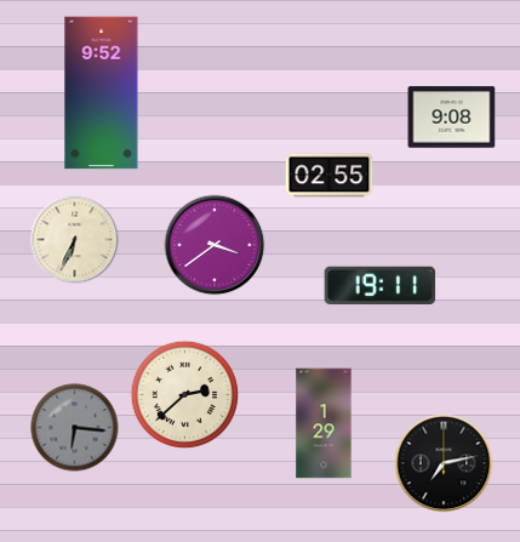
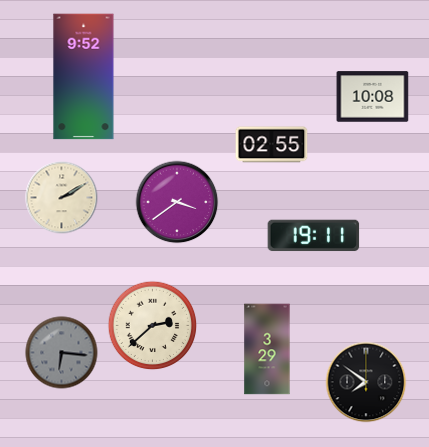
clock at (452, 118): 9:08 -> 10:08
clock at (75, 240): 6:34 -> 2:10
clock at (324, 423): 1:29 -> 3:29
clock at (444, 463): 7:13 -> 7:51
